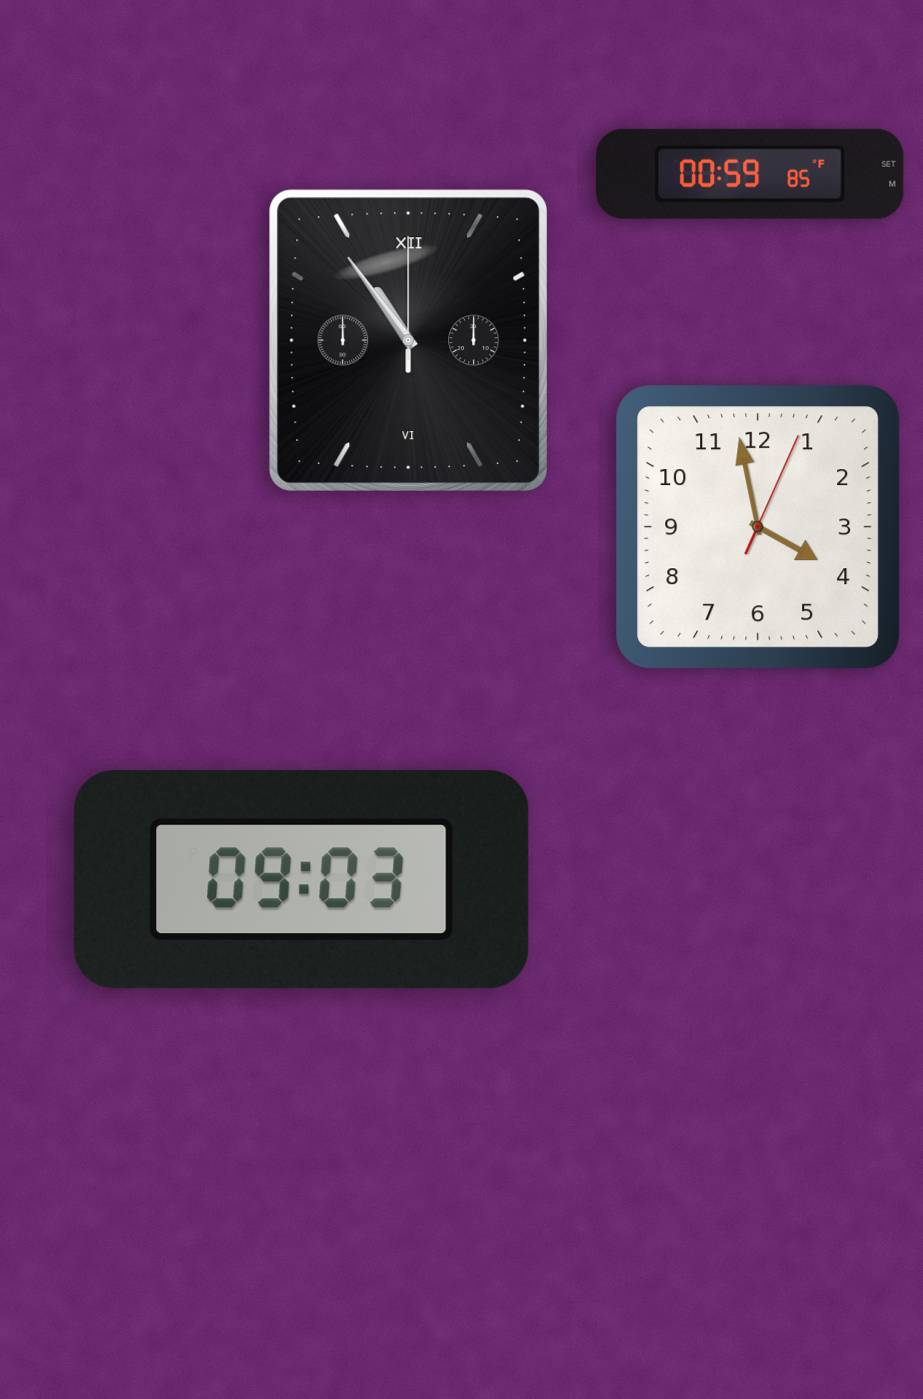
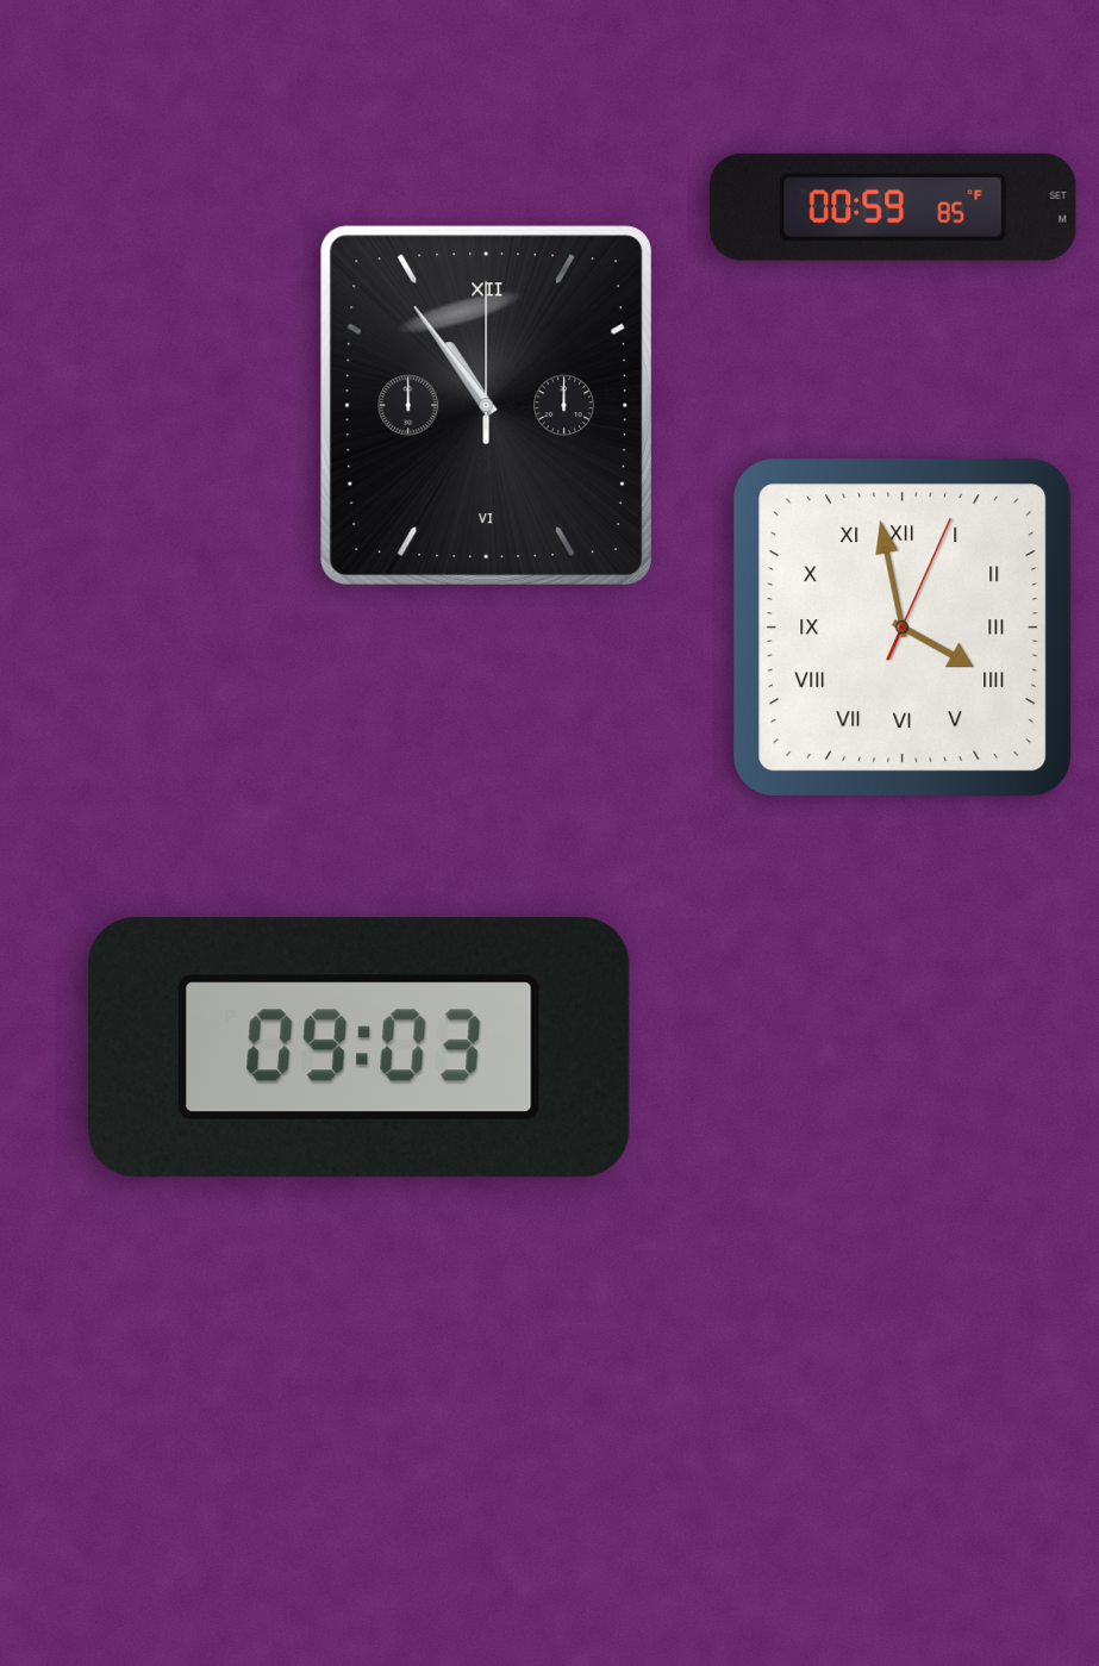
clock at (758, 527) numerals: Arabic -> Roman
